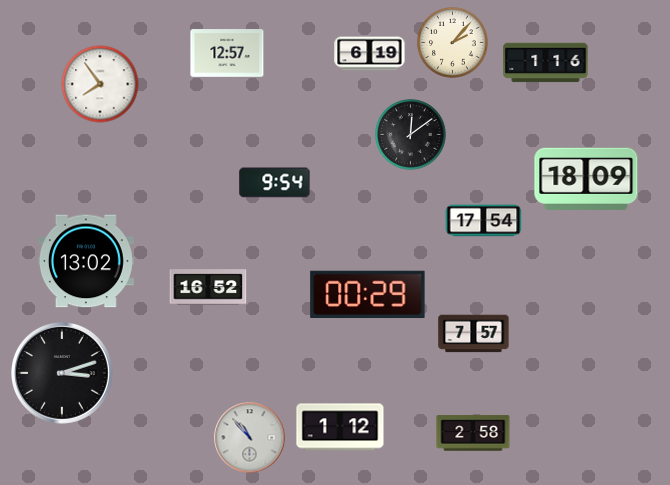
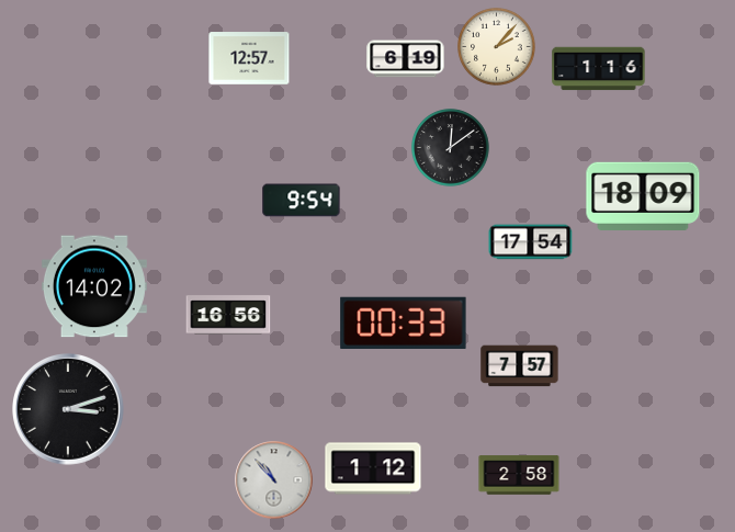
clock at (100, 84): 7:54 -> none
clock at (86, 261): 13:02 -> 14:02
clock at (208, 287): 16:52 -> 16:56
clock at (368, 295): 00:29 -> 00:33
